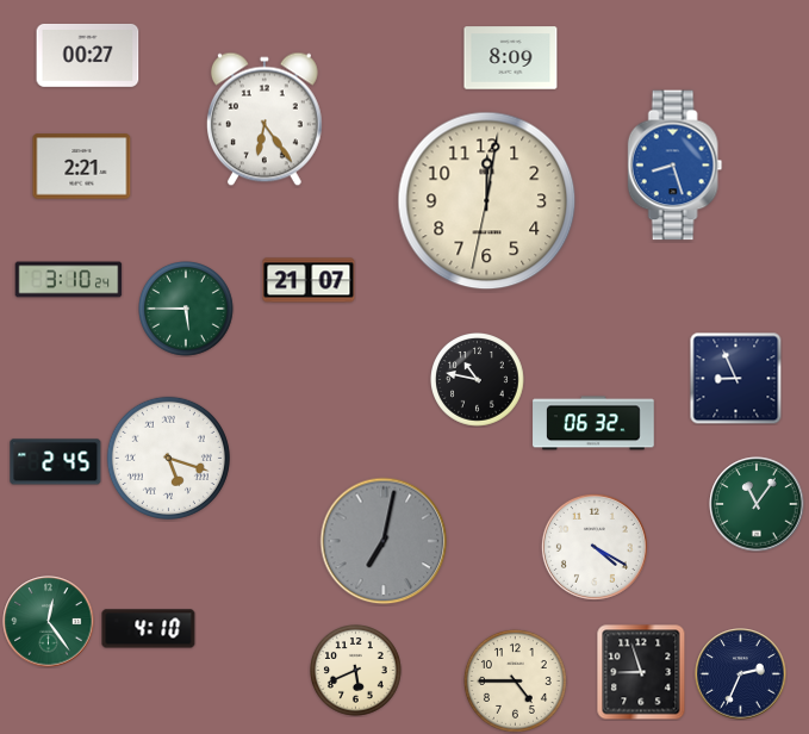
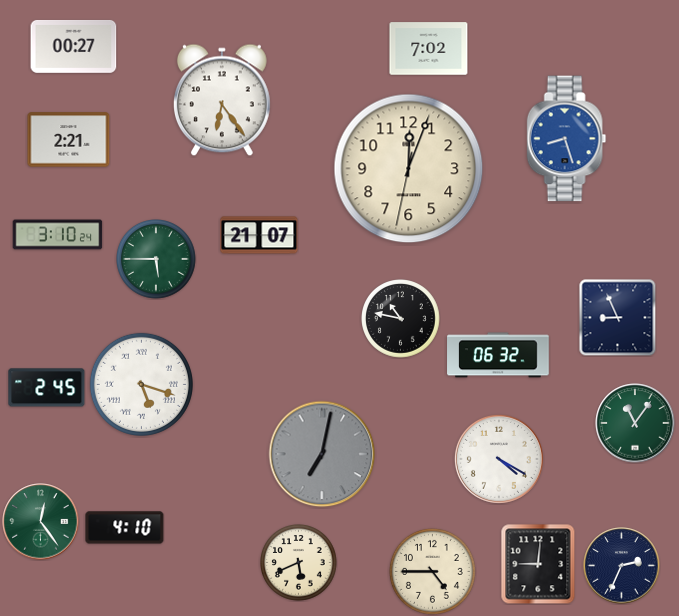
clock at (511, 58): 8:09 -> 7:02
clock at (487, 201): 12:01 -> 12:03
clock at (641, 672): 8:57 -> 9:01
